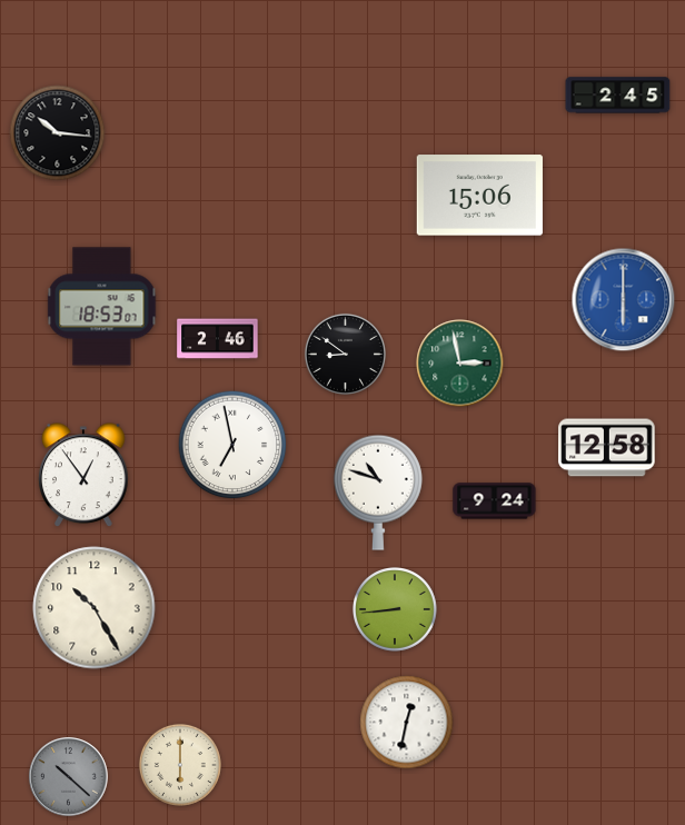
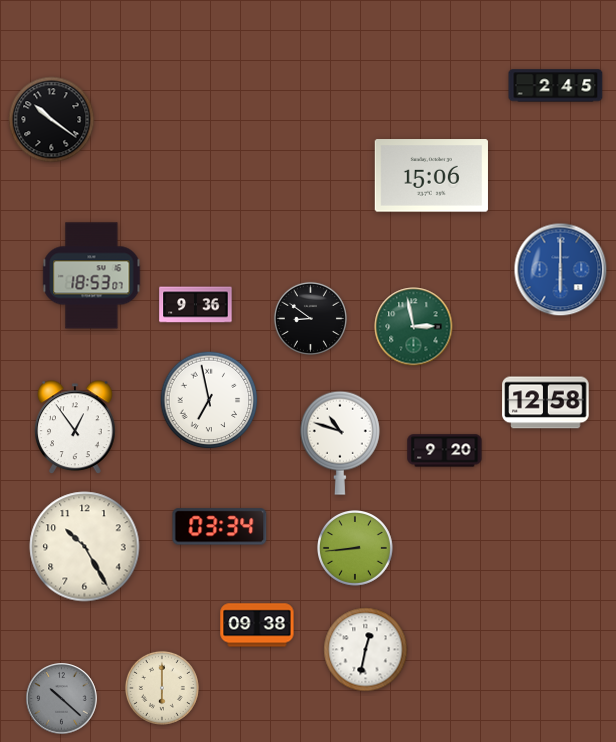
clock at (58, 133): 10:16 -> 10:21
clock at (218, 339): 2:46 -> 9:36
clock at (495, 501): 9:24 -> 9:20
clock at (220, 527): none -> 03:34
clock at (257, 625): none -> 09:38
